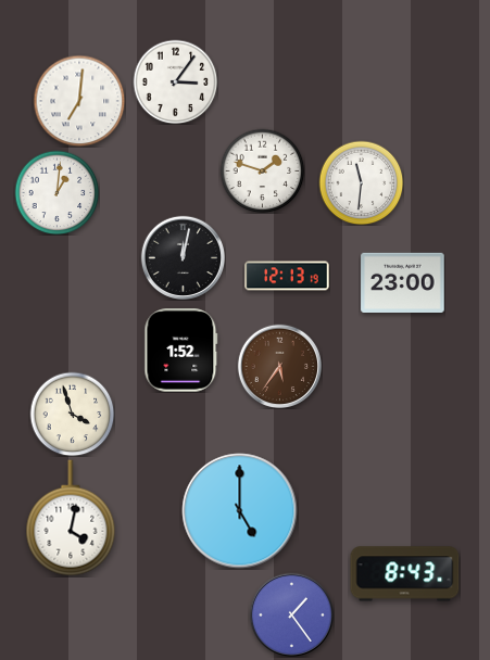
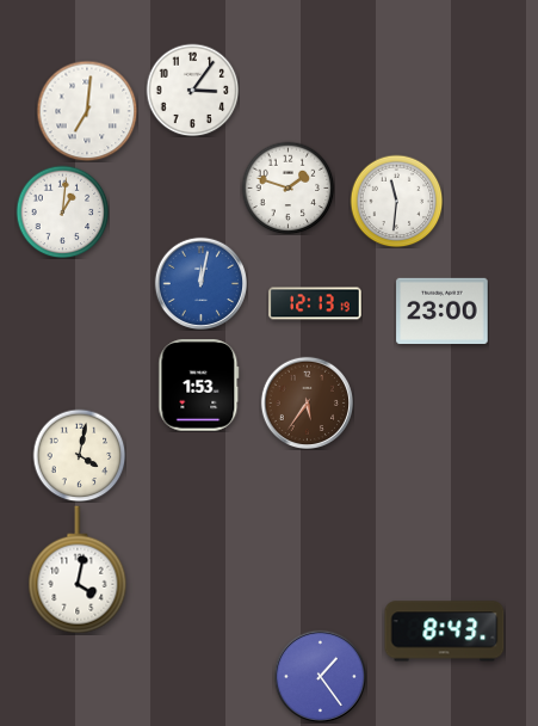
clock at (183, 257) dial: black -> blue
clock at (181, 351): 1:52 -> 1:53
clock at (72, 414): 3:57 -> 4:02
clock at (240, 511): 5:00 -> none
